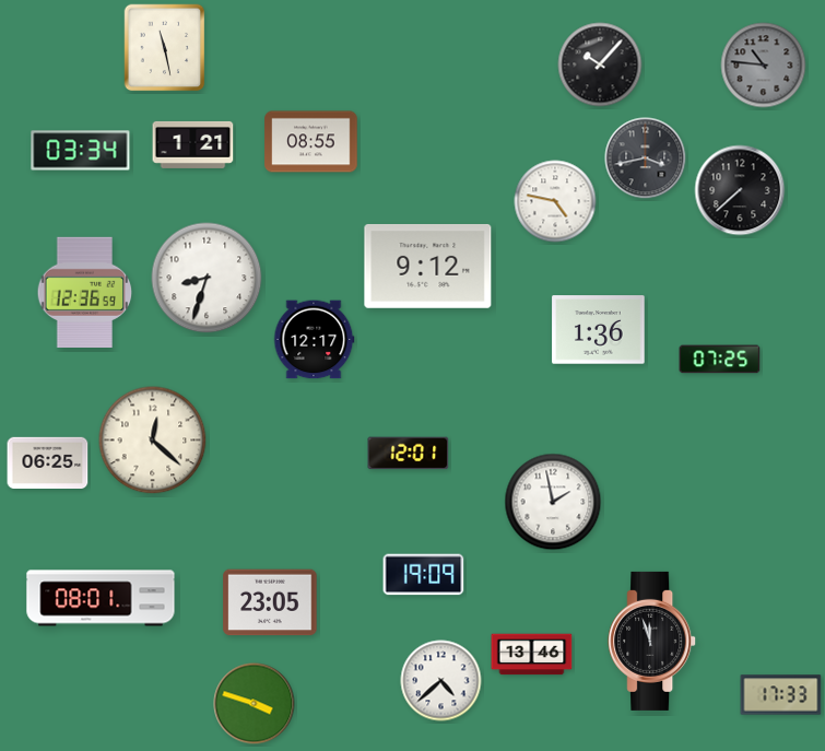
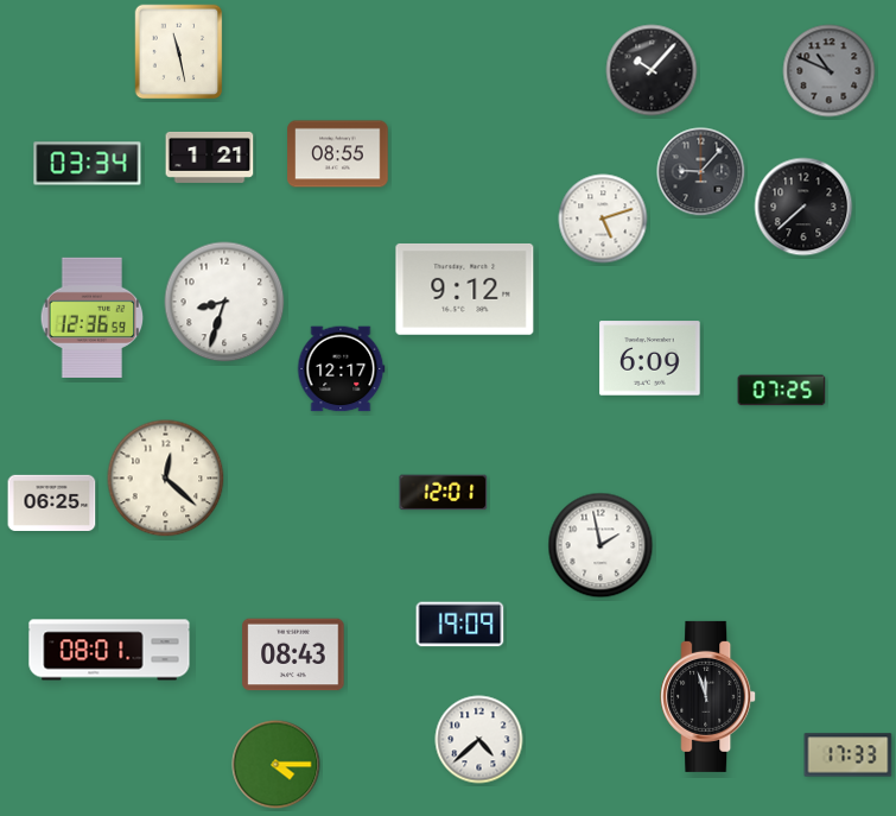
clock at (764, 66): 10:46 -> 10:49
clock at (646, 159): 3:43 -> 9:07
clock at (555, 201): 4:47 -> 5:12
clock at (599, 330): 1:36 -> 6:09
clock at (270, 602): 23:05 -> 08:43
clock at (532, 655): 13:46 -> none
clock at (255, 704): 3:48 -> 4:15
